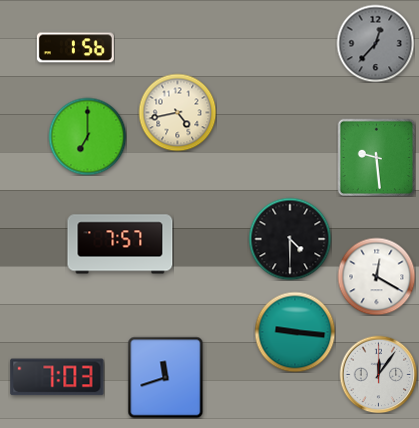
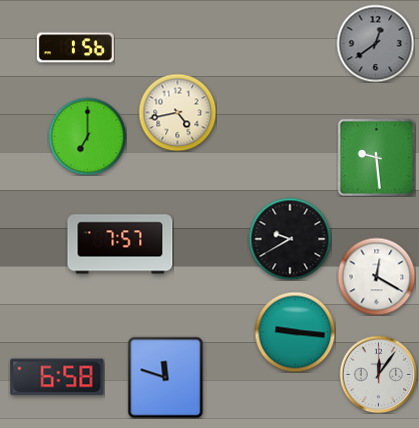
clock at (375, 43): 12:37 -> 12:39
clock at (290, 239): 4:30 -> 9:40
clock at (57, 377): 7:03 -> 6:58
clock at (166, 377): 11:42 -> 11:48
